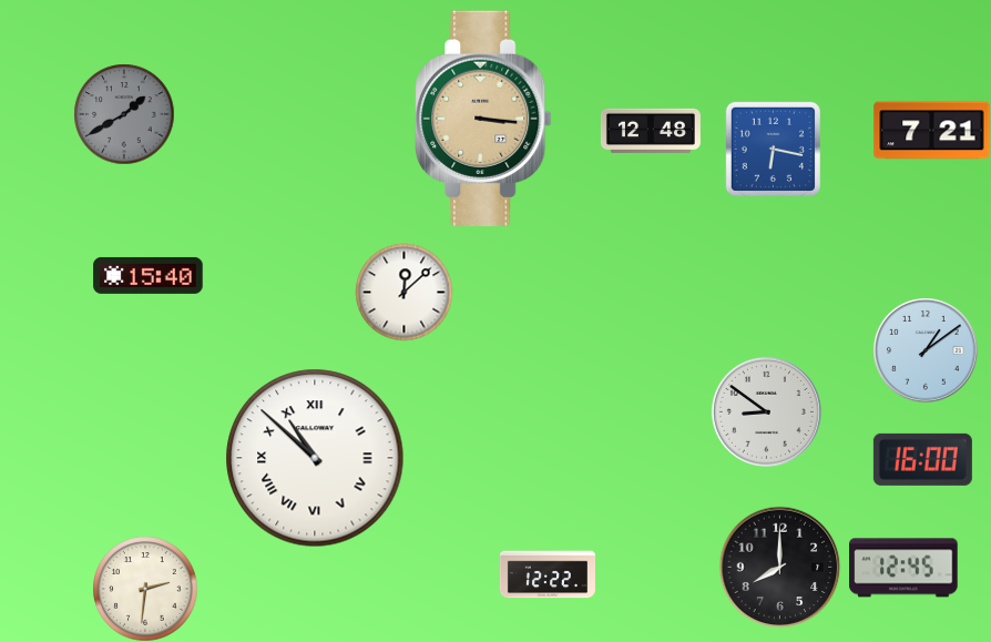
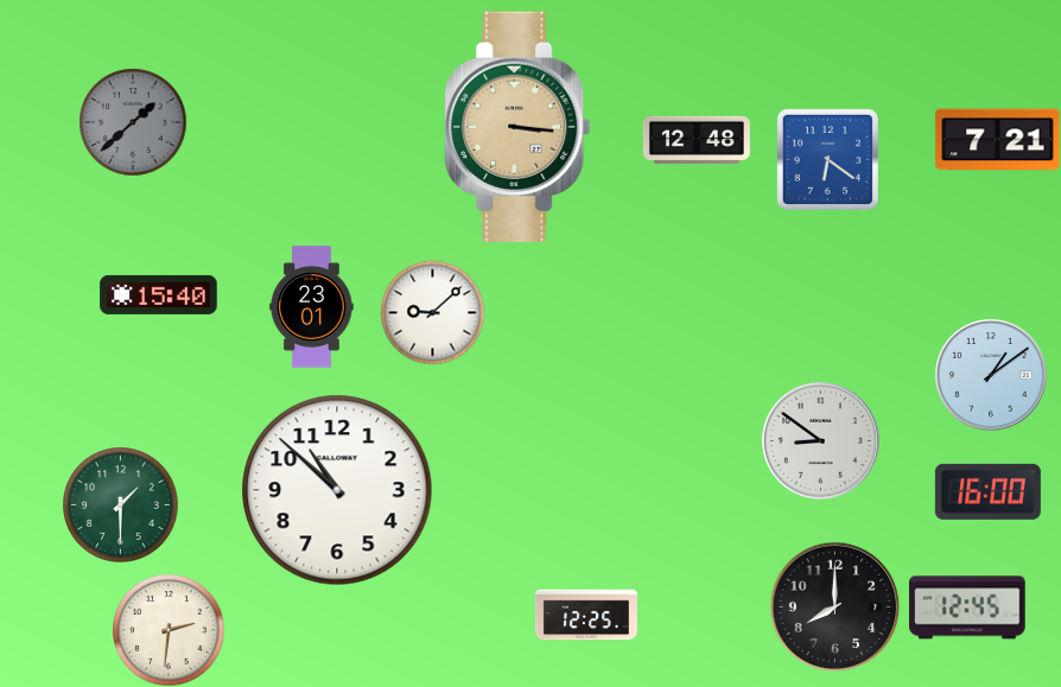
clock at (124, 114): 1:40 -> 1:38
clock at (773, 149): 6:17 -> 6:21
clock at (312, 307): none -> 23:01
clock at (403, 292): 12:08 -> 9:08
clock at (315, 458) numerals: Roman -> Arabic
clock at (121, 505): none -> 1:30
clock at (548, 574): 12:22 -> 12:25
clock at (145, 589) position: (145, 589) -> (169, 630)
